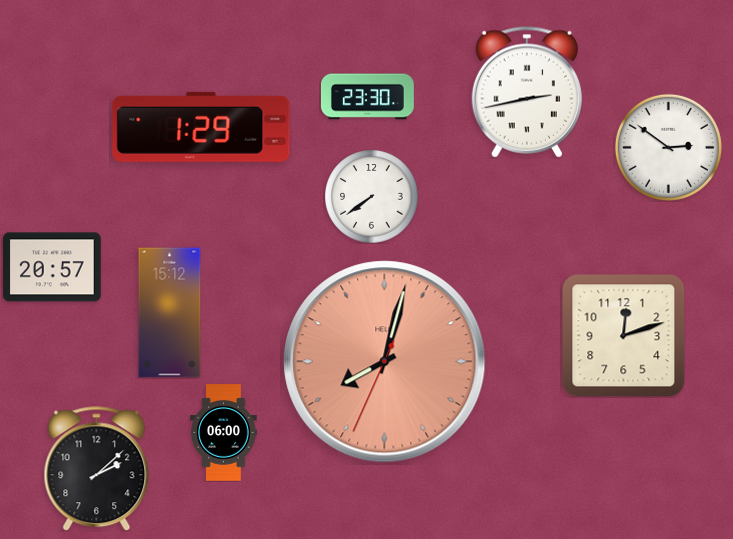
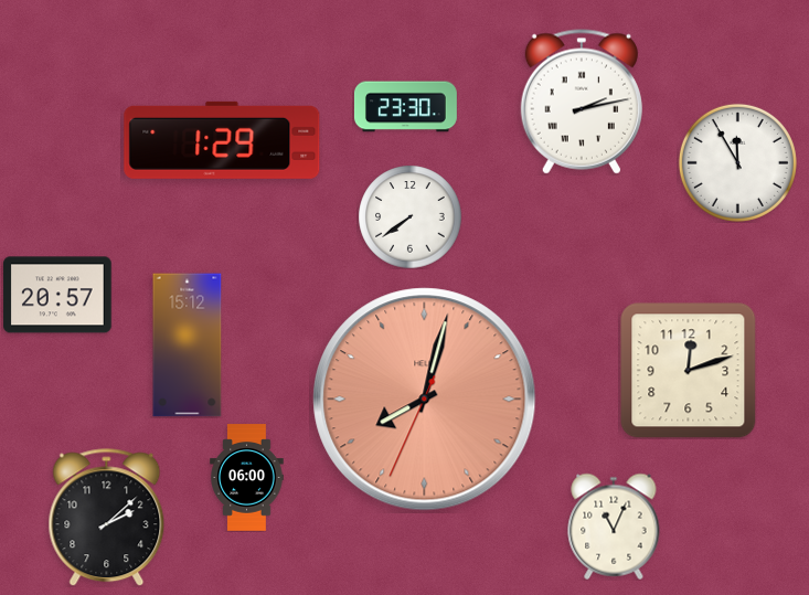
clock at (527, 92): 2:43 -> 2:13
clock at (668, 147): 2:51 -> 11:55
clock at (614, 527): none -> 11:04
